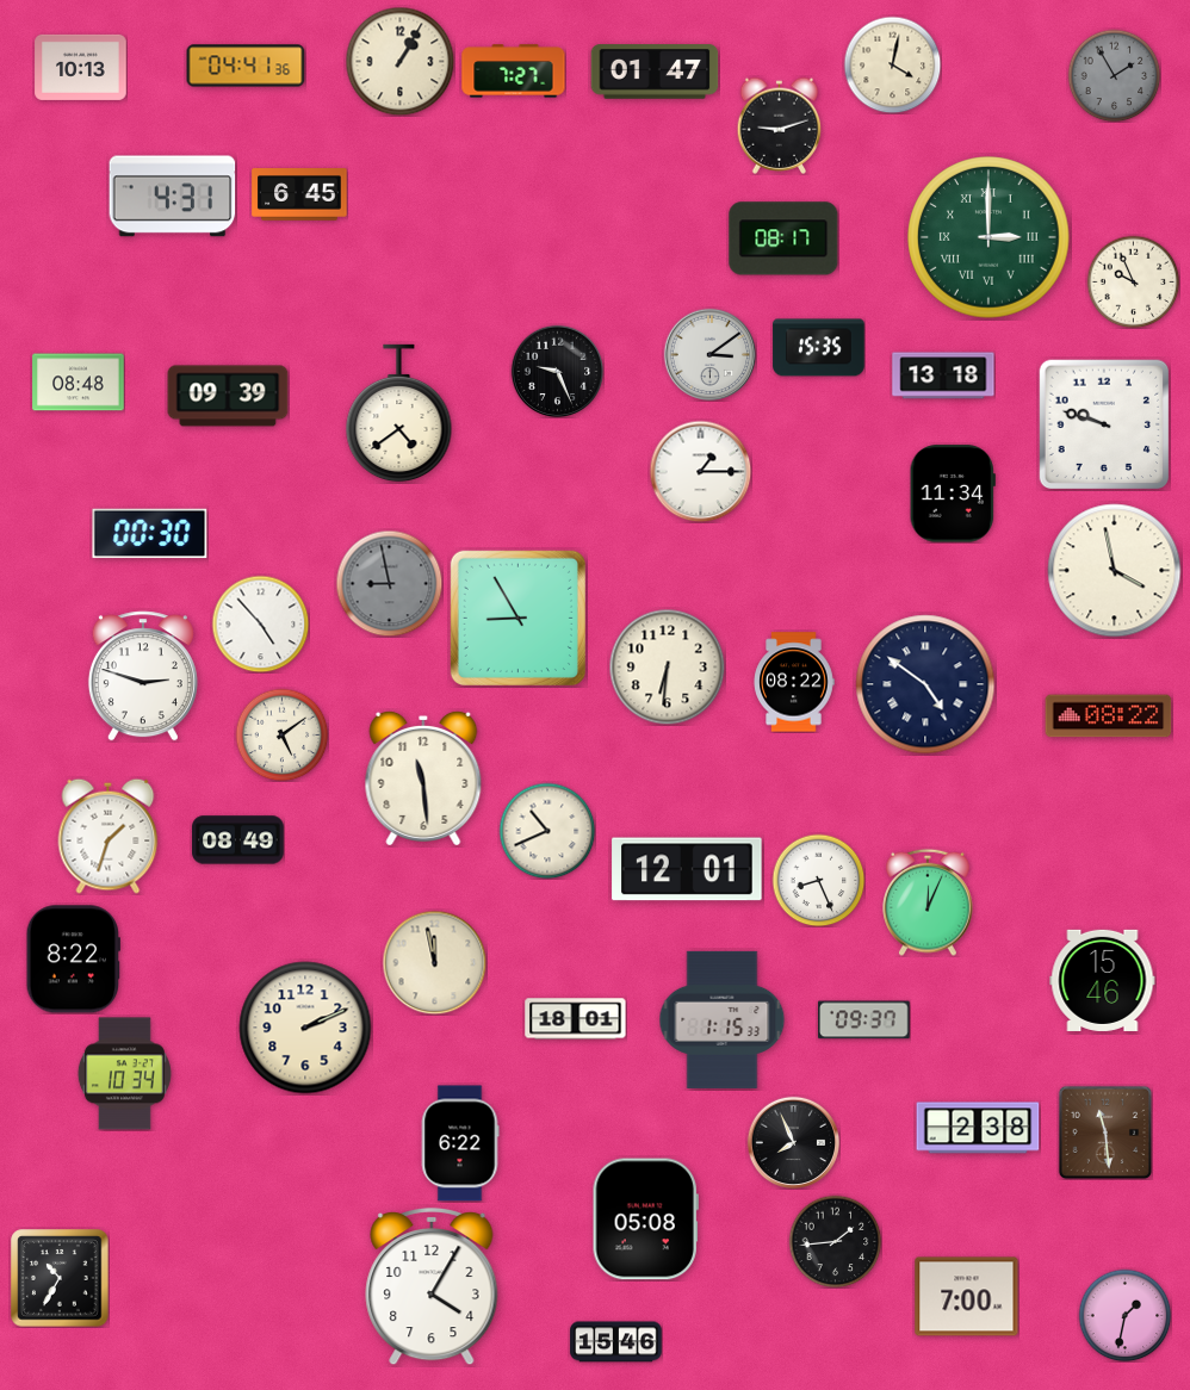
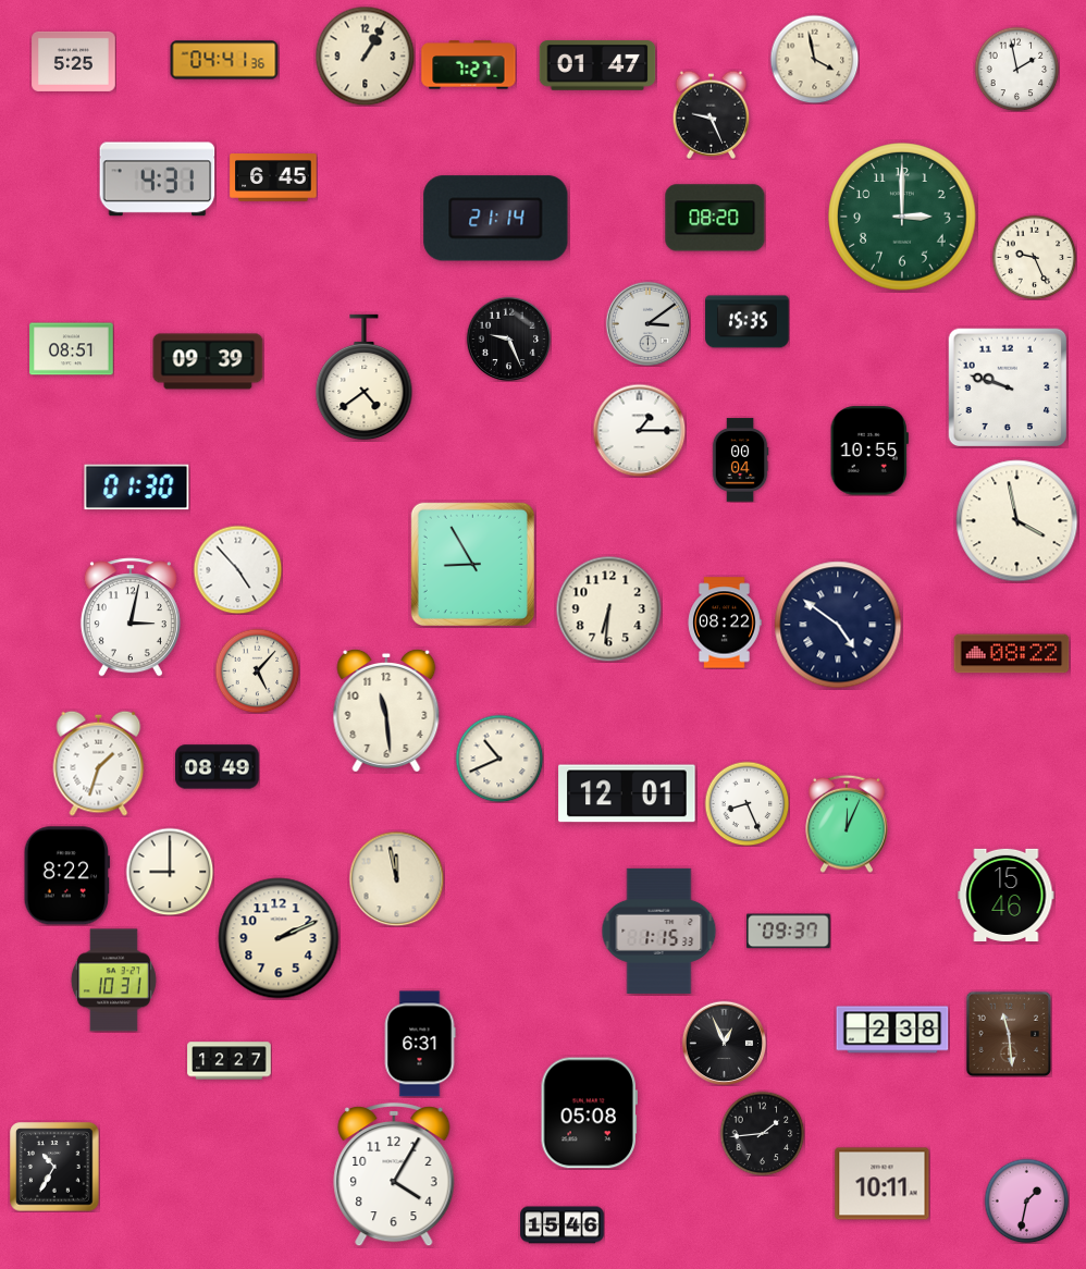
clock at (892, 64): 4:02 -> 3:58
clock at (81, 67): 10:13 -> 5:25
clock at (1114, 75): 1:55 -> 1:58
clock at (1114, 75) dial: grey -> white
clock at (780, 125): 9:12 -> 9:26
clock at (988, 237) numerals: Roman -> Arabic
clock at (783, 238): 08:17 -> 08:20
clock at (496, 219): none -> 21:14
clock at (1133, 281): 9:56 -> 9:26
clock at (819, 348) position: (819, 348) -> (748, 322)
clock at (943, 376): 13:18 -> none
clock at (79, 383): 08:48 -> 08:51
clock at (953, 494): 11:34 -> 10:55
clock at (740, 460): none -> 00:04
clock at (150, 534): 00:30 -> 01:30
clock at (389, 583): 8:58 -> none
clock at (143, 676): 2:48 -> 3:02
clock at (925, 684) position: (925, 684) -> (838, 625)
clock at (281, 734): 5:09 -> 5:07
clock at (170, 872): none -> 9:00
clock at (576, 1019): 18:01 -> none
clock at (124, 1074): 10:34 -> 10:31
clock at (793, 1142): 7:56 -> 12:56
clock at (460, 1143): 6:22 -> 6:31
clock at (230, 1061): none -> 12:27
clock at (967, 1297): 7:00 -> 10:11
